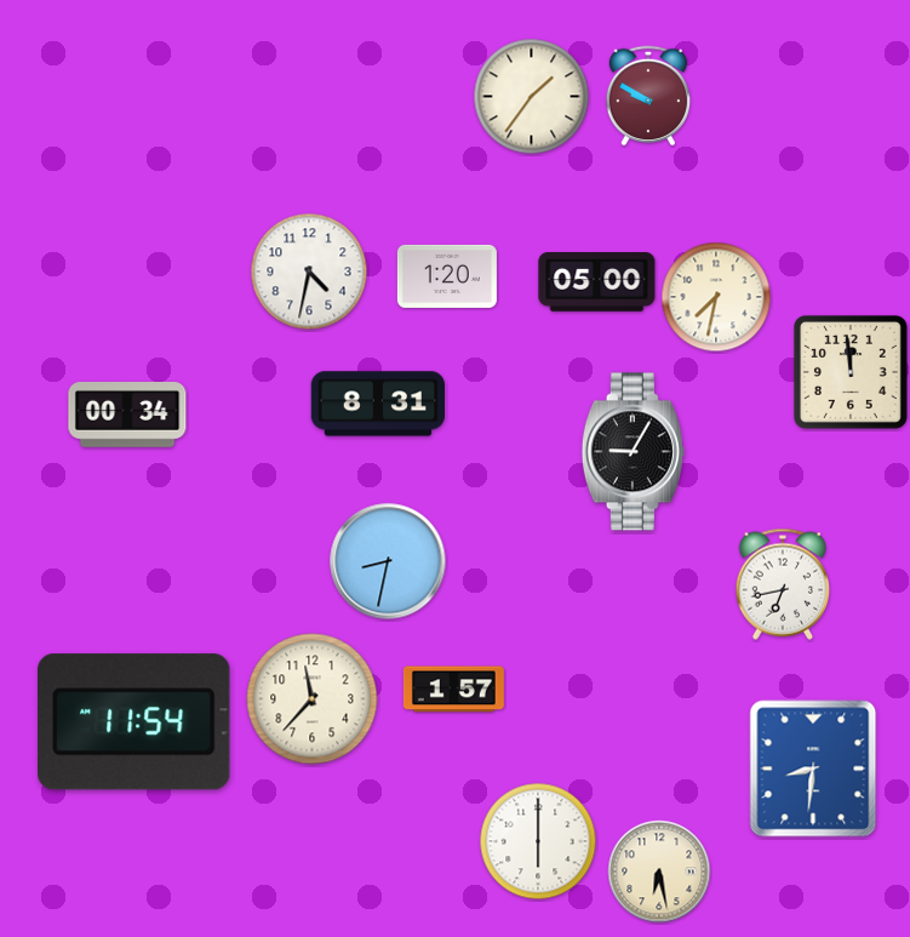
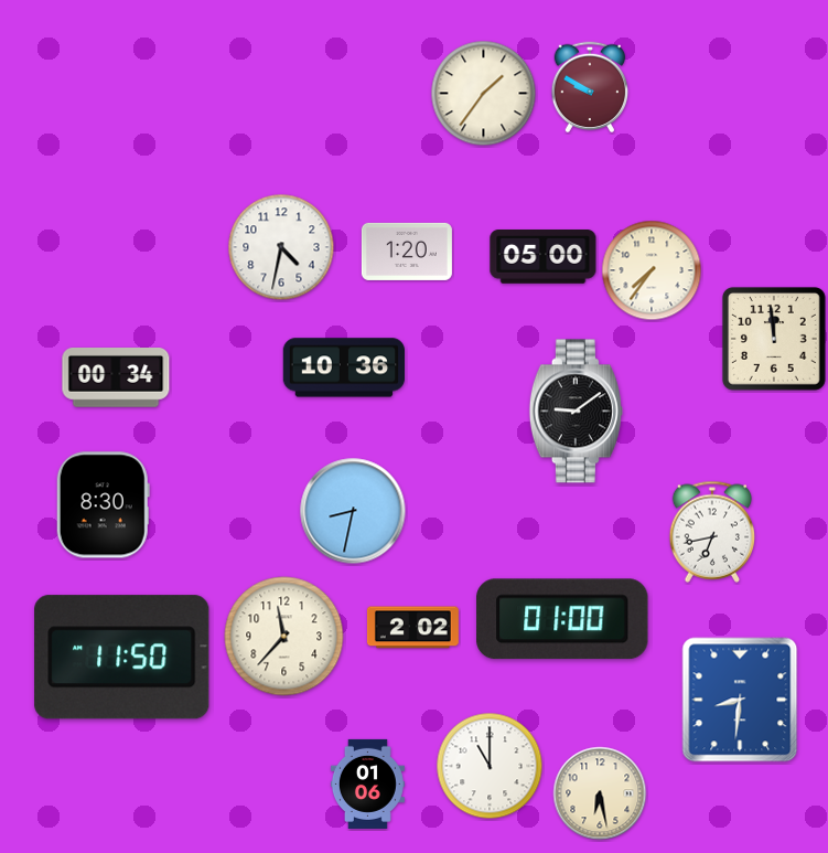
clock at (532, 97) position: (532, 97) -> (484, 94)
clock at (716, 297): 7:32 -> 7:36
clock at (377, 404): 8:31 -> 10:36
clock at (633, 452): 9:05 -> 9:09
clock at (103, 505): none -> 8:30
clock at (563, 619): none -> 01:00
clock at (453, 690): 1:57 -> 2:02
clock at (135, 722): 11:54 -> 11:50
clock at (538, 841): 6:00 -> 11:00
clock at (367, 783): none -> 01:06
